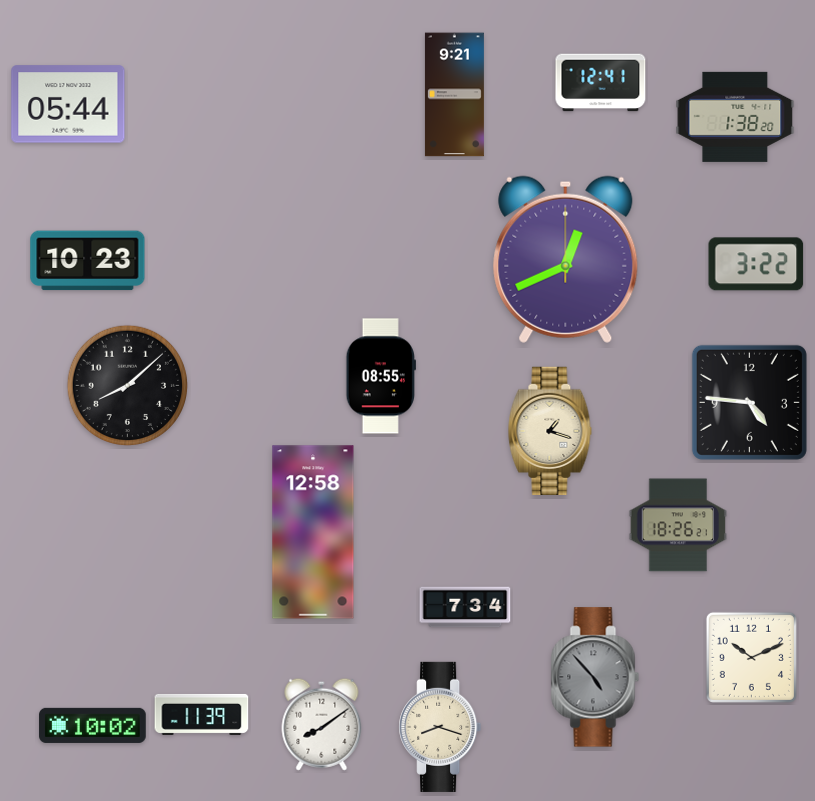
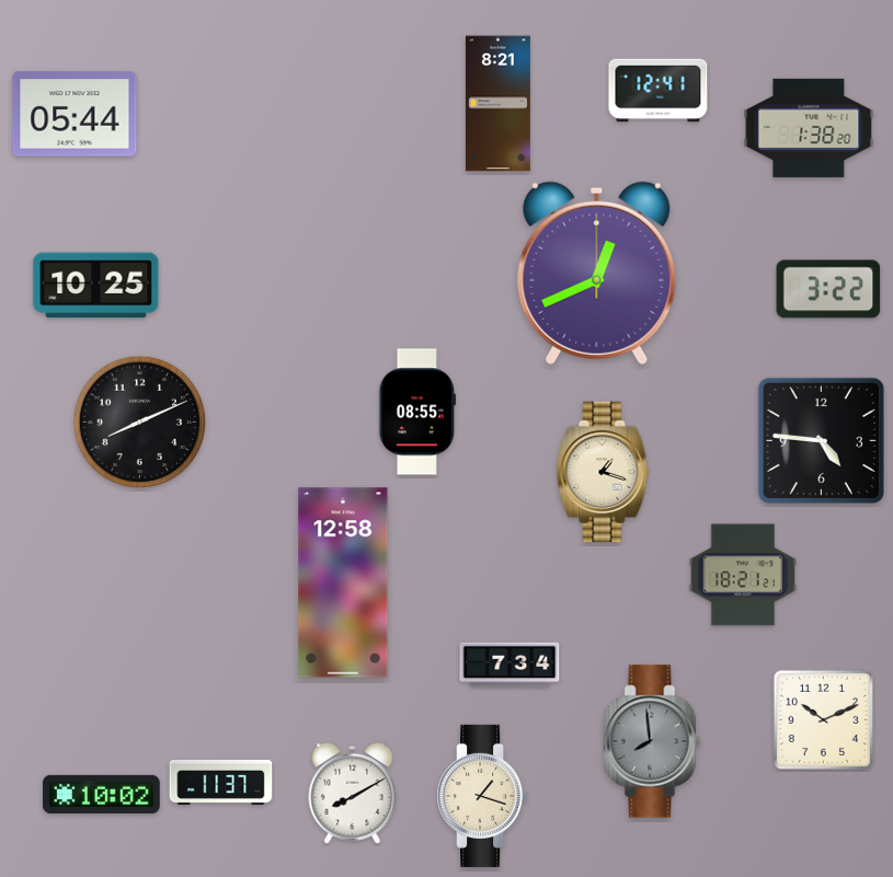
clock at (454, 95): 9:21 -> 8:21
clock at (735, 117) position: (735, 117) -> (809, 128)
clock at (566, 259) position: (566, 259) -> (597, 273)
clock at (88, 261): 10:23 -> 10:25
clock at (128, 386): 8:08 -> 8:11
clock at (678, 525): 18:26 -> 18:21
clock at (595, 677): 4:53 -> 7:59
clock at (202, 714): 11:39 -> 11:37
clock at (322, 724): 8:09 -> 8:10
clock at (440, 727): 8:18 -> 1:18
